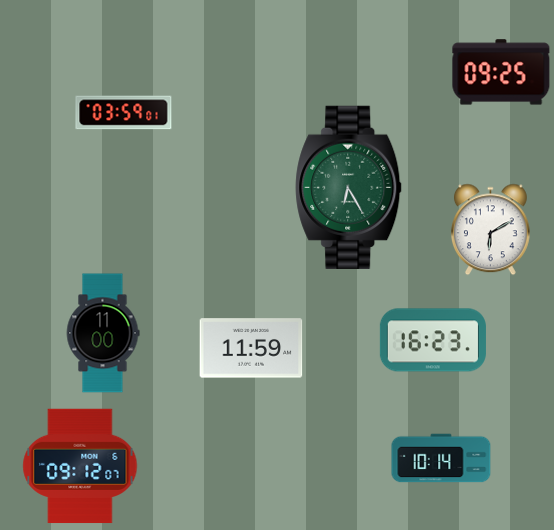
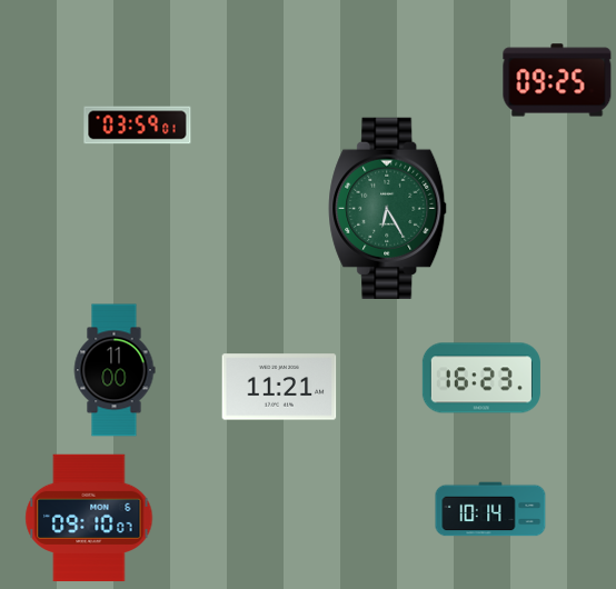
clock at (490, 230): 6:10 -> none
clock at (251, 348): 11:59 -> 11:21
clock at (80, 466): 09:12 -> 09:10
